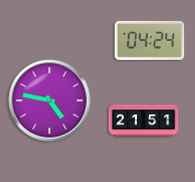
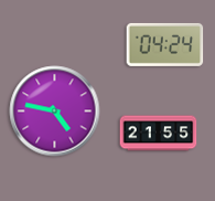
clock at (144, 121): 21:51 -> 21:55
